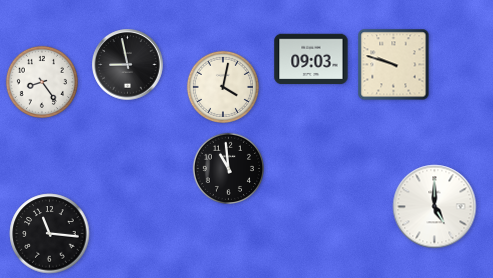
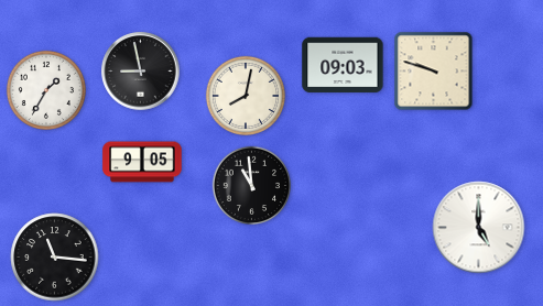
clock at (42, 82): 8:24 -> 1:35
clock at (223, 87): 4:02 -> 8:02
clock at (142, 162): none -> 9:05
